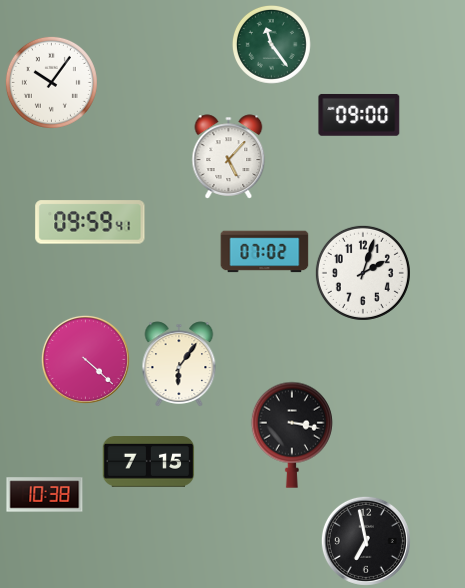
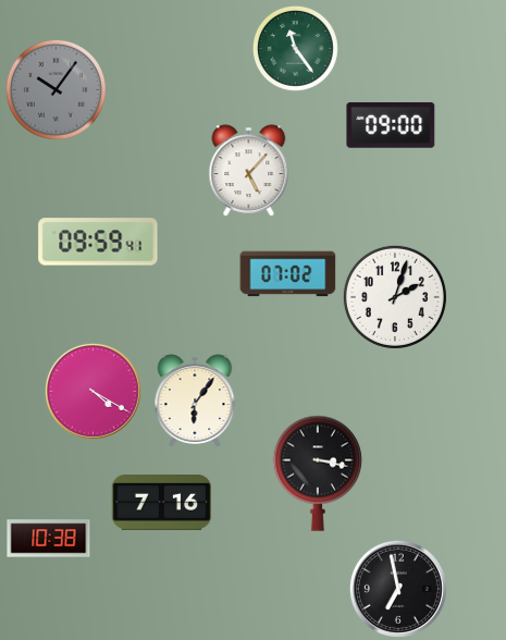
clock at (51, 82) dial: white -> grey
clock at (85, 359): 4:22 -> 4:20
clock at (179, 364) position: (179, 364) -> (195, 401)
clock at (149, 462): 7:15 -> 7:16
